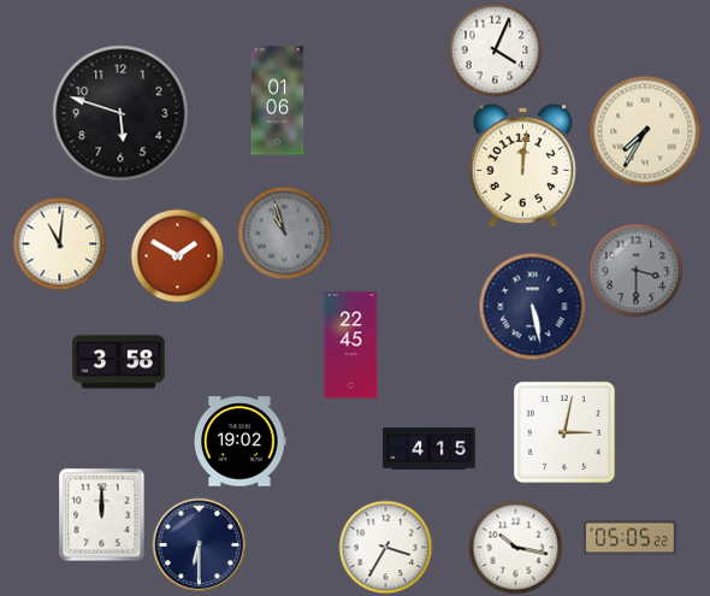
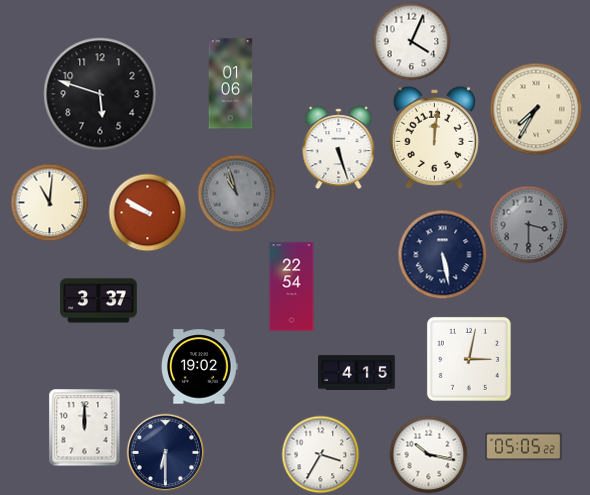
clock at (339, 148): none -> 5:27
clock at (177, 255): 1:50 -> 9:50
clock at (351, 346): 22:45 -> 22:54
clock at (119, 362): 3:58 -> 3:37
